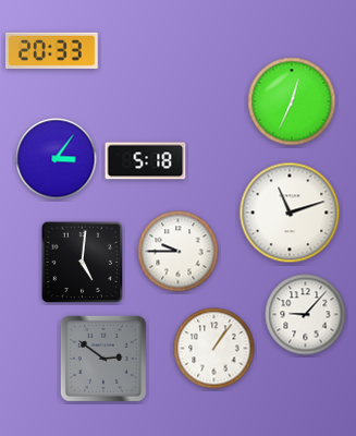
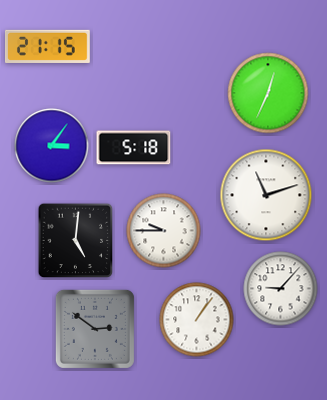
clock at (52, 50): 20:33 -> 21:15
